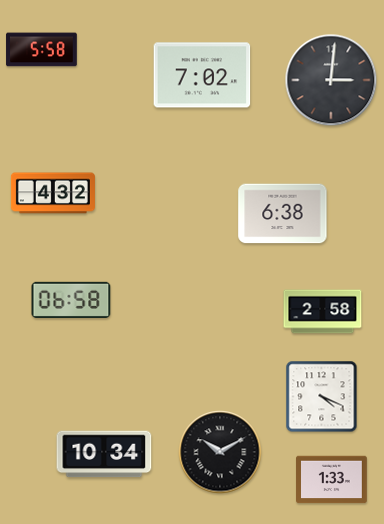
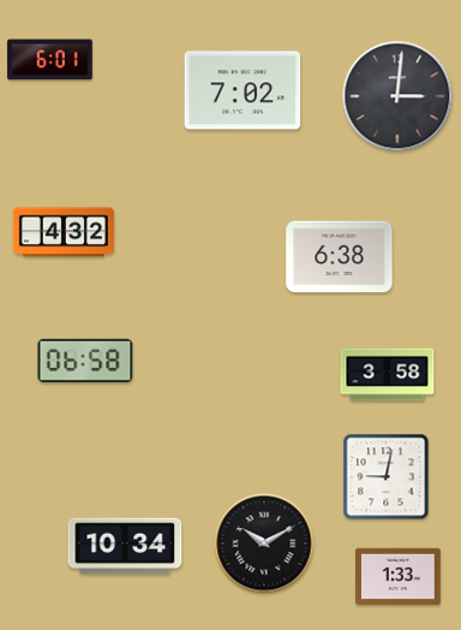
clock at (42, 50): 5:58 -> 6:01
clock at (323, 312): 2:58 -> 3:58
clock at (322, 397): 4:19 -> 9:02
